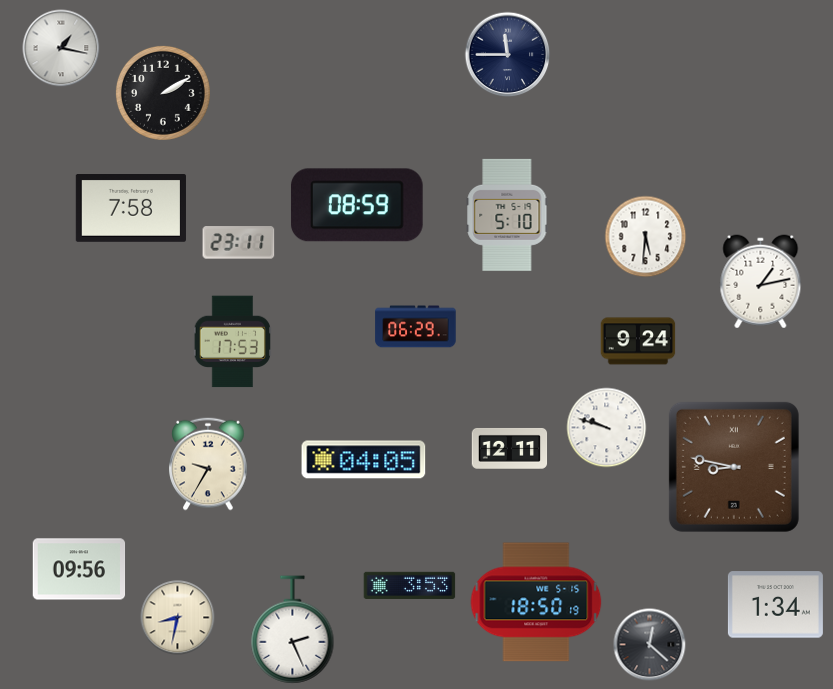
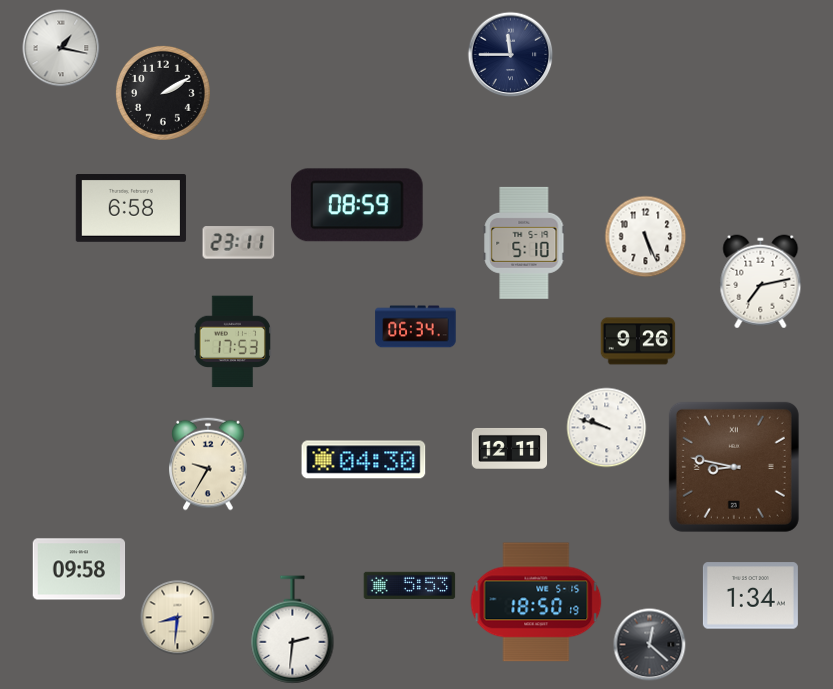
clock at (508, 55) position: (508, 55) -> (511, 55)
clock at (131, 209): 7:58 -> 6:58
clock at (507, 215) position: (507, 215) -> (524, 243)
clock at (646, 237): 5:31 -> 5:26
clock at (761, 282): 1:13 -> 7:13
clock at (416, 327): 06:29 -> 06:34
clock at (638, 341): 9:24 -> 9:26
clock at (364, 460): 04:05 -> 04:30
clock at (79, 569): 09:56 -> 09:58
clock at (410, 585): 3:53 -> 5:53
clock at (775, 605) position: (775, 605) -> (750, 596)
clock at (178, 618): 8:32 -> 8:31
clock at (293, 630): 2:26 -> 2:31
